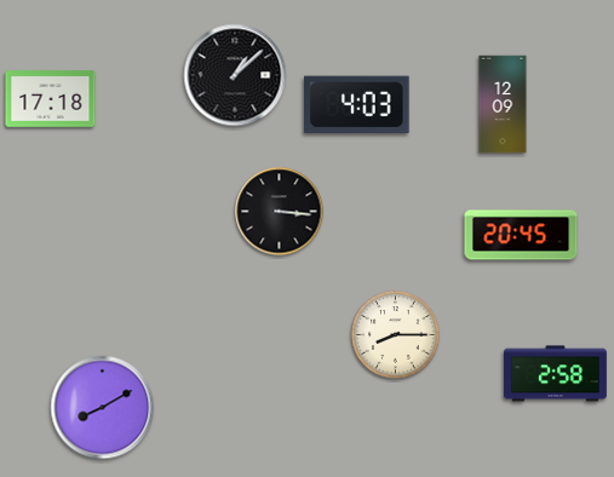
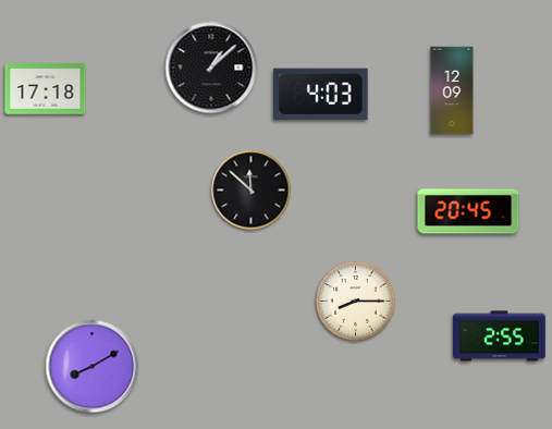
clock at (503, 104) position: (503, 104) -> (452, 90)
clock at (280, 212): 3:16 -> 11:52
clock at (556, 374): 2:58 -> 2:55
